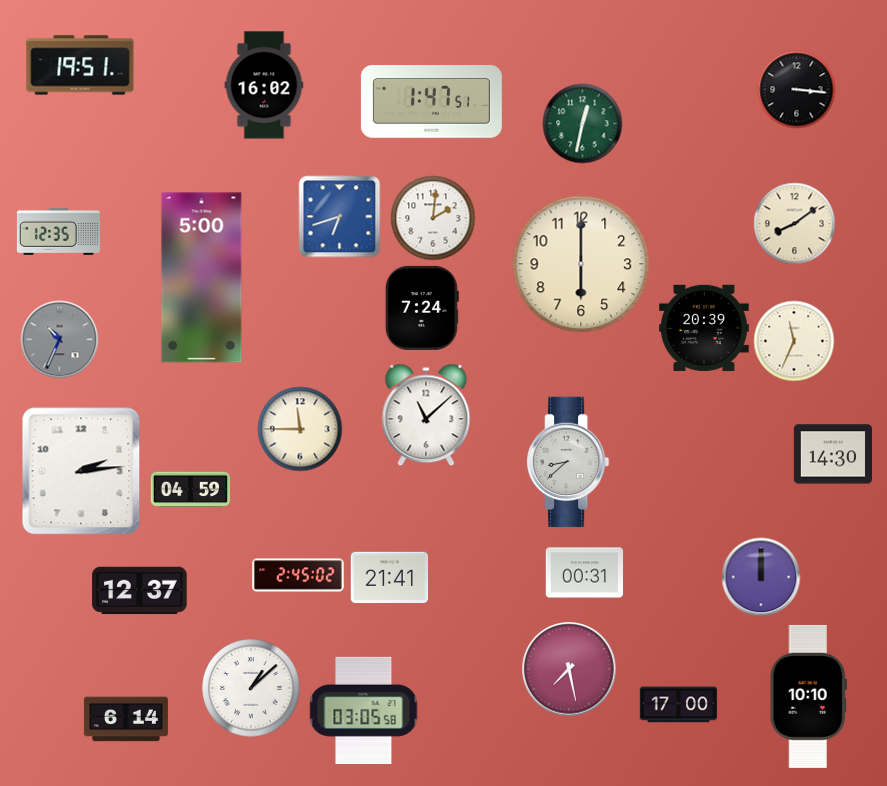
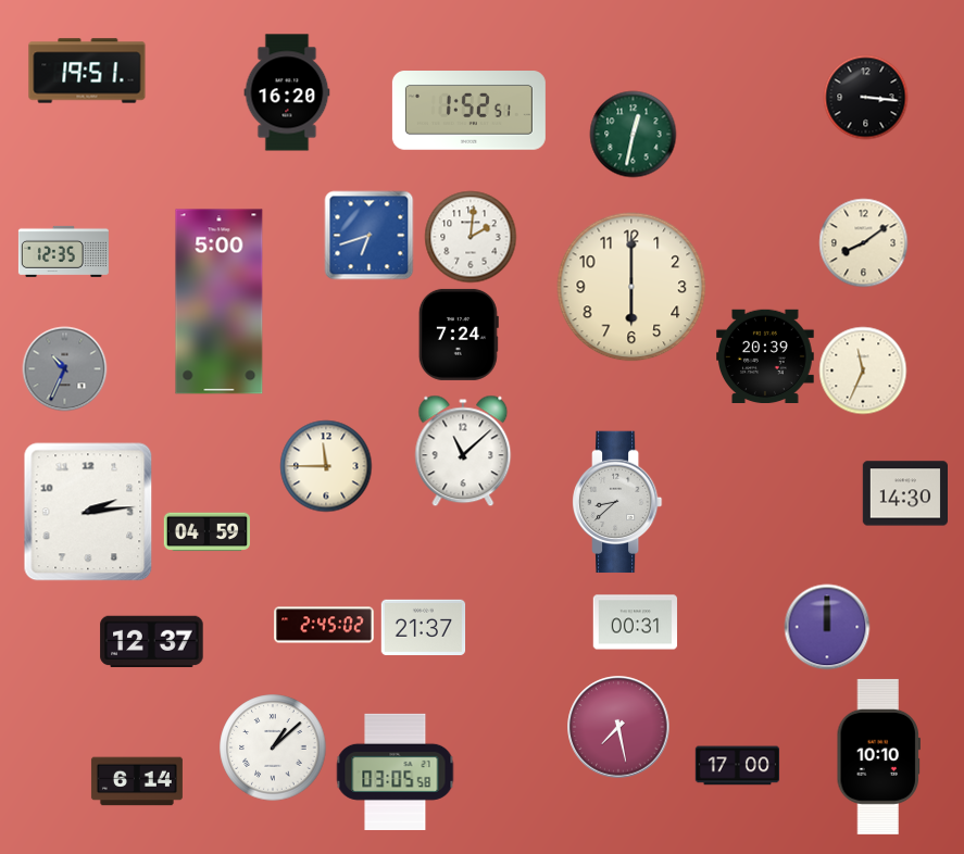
clock at (264, 85): 16:02 -> 16:20
clock at (431, 102): 1:47 -> 1:52
clock at (389, 577): 21:41 -> 21:37
